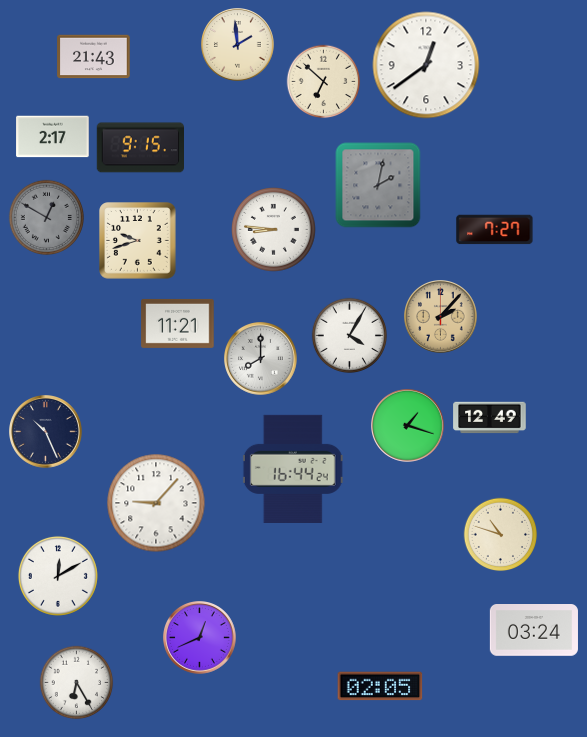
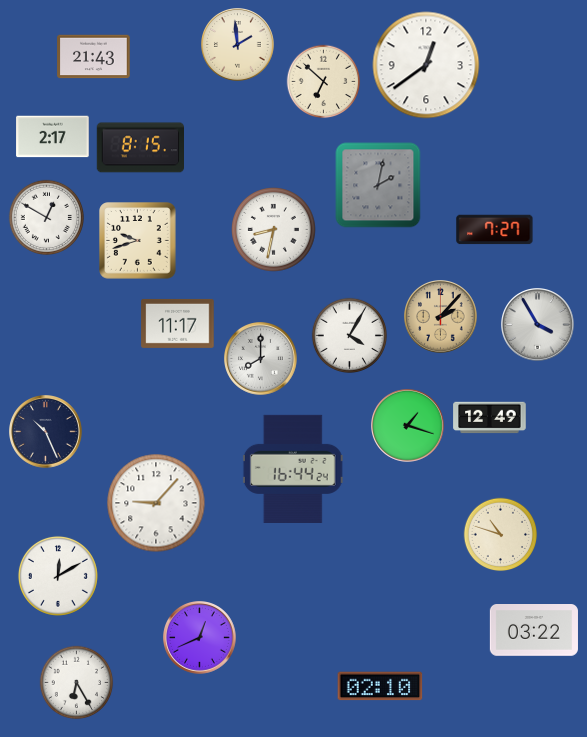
clock at (140, 148): 9:15 -> 8:15
clock at (46, 217) dial: grey -> white
clock at (274, 230): 8:46 -> 8:32
clock at (178, 323): 11:21 -> 11:17
clock at (538, 325): none -> 3:55
clock at (534, 630): 03:24 -> 03:22
clock at (380, 686): 02:05 -> 02:10
